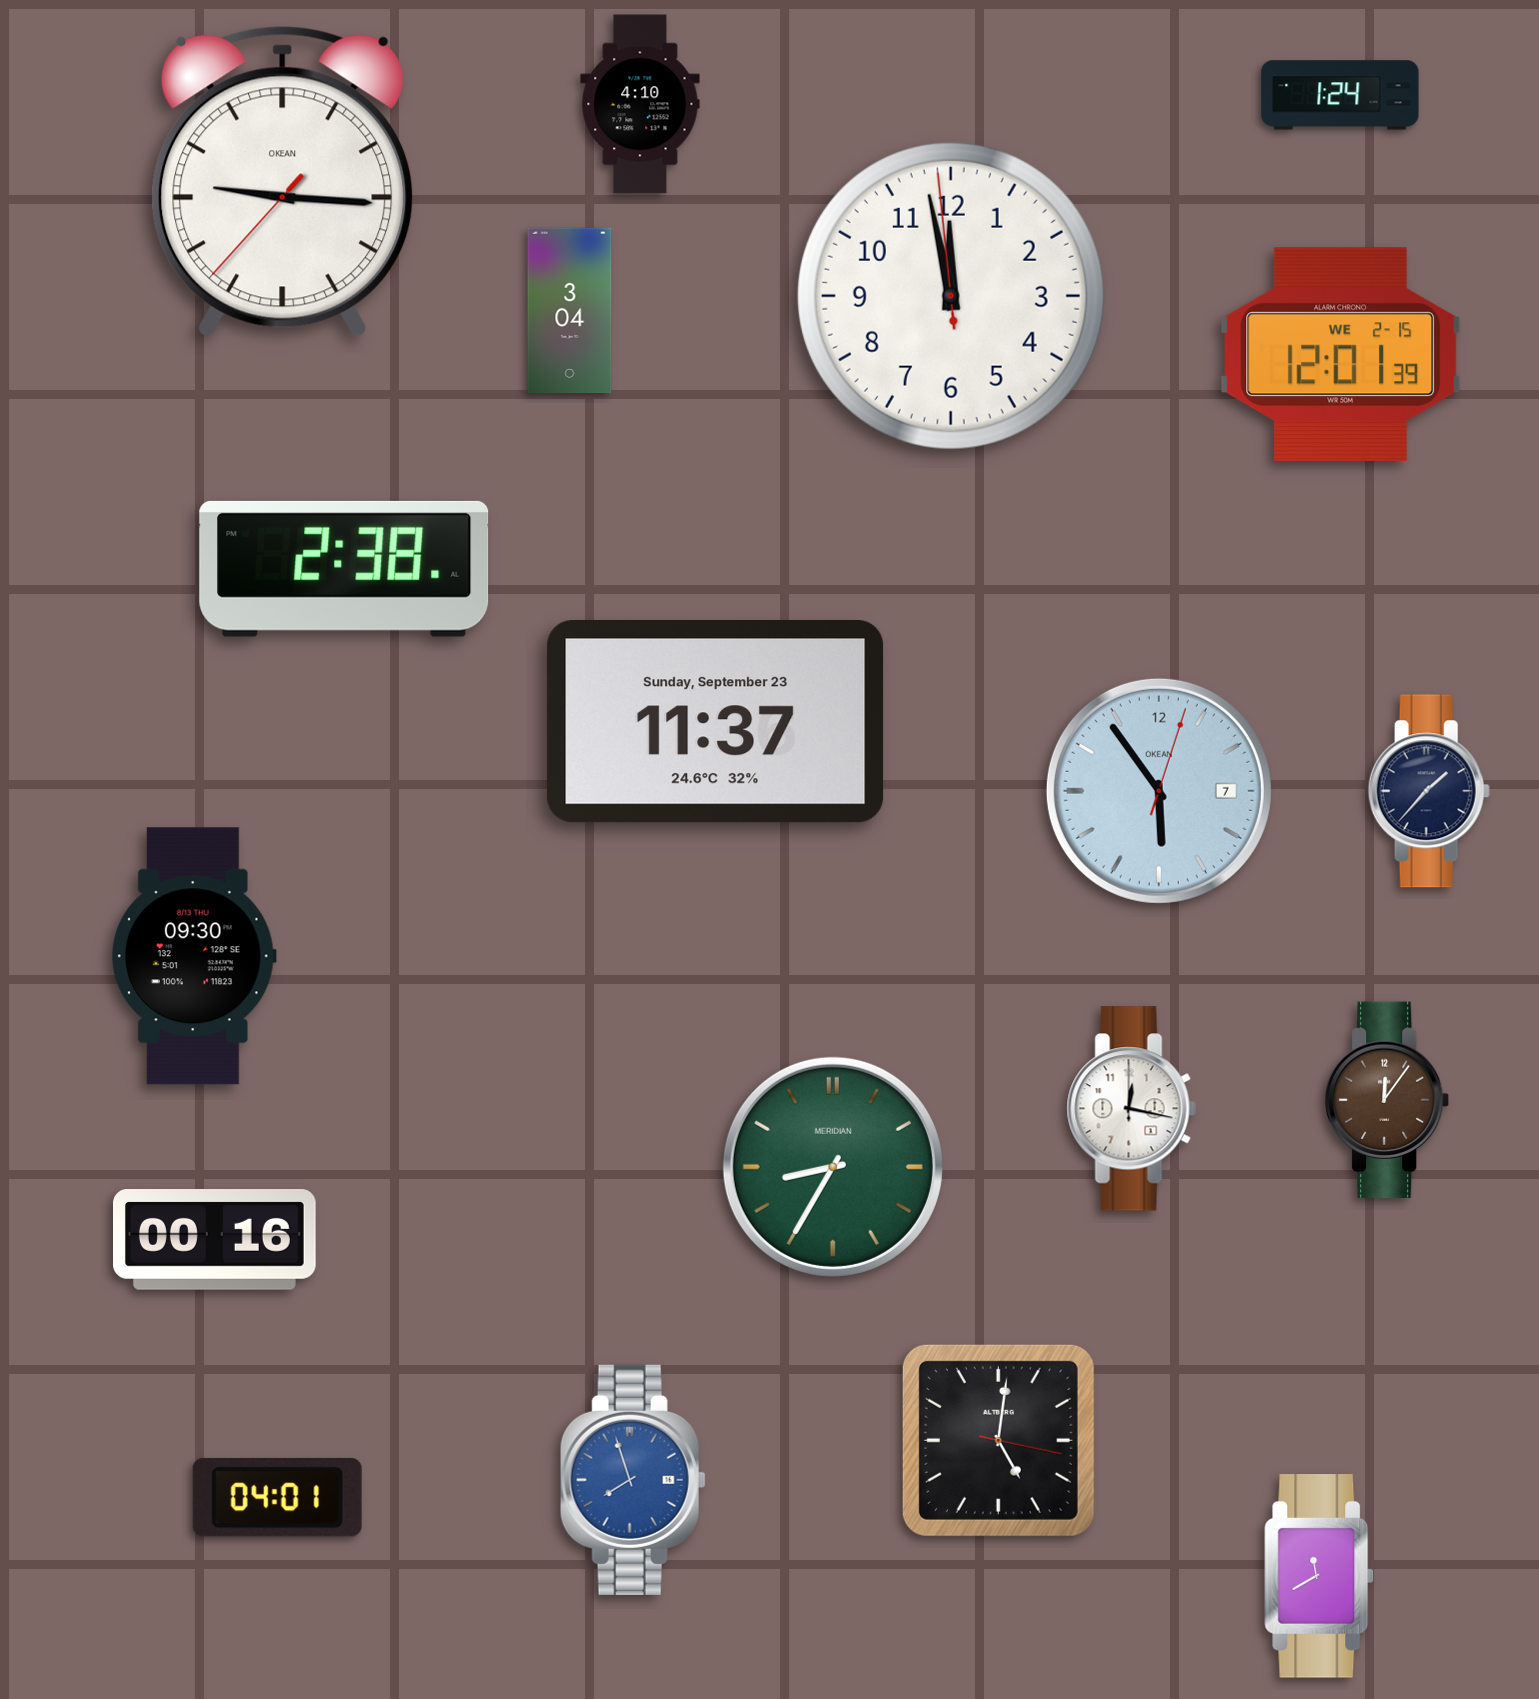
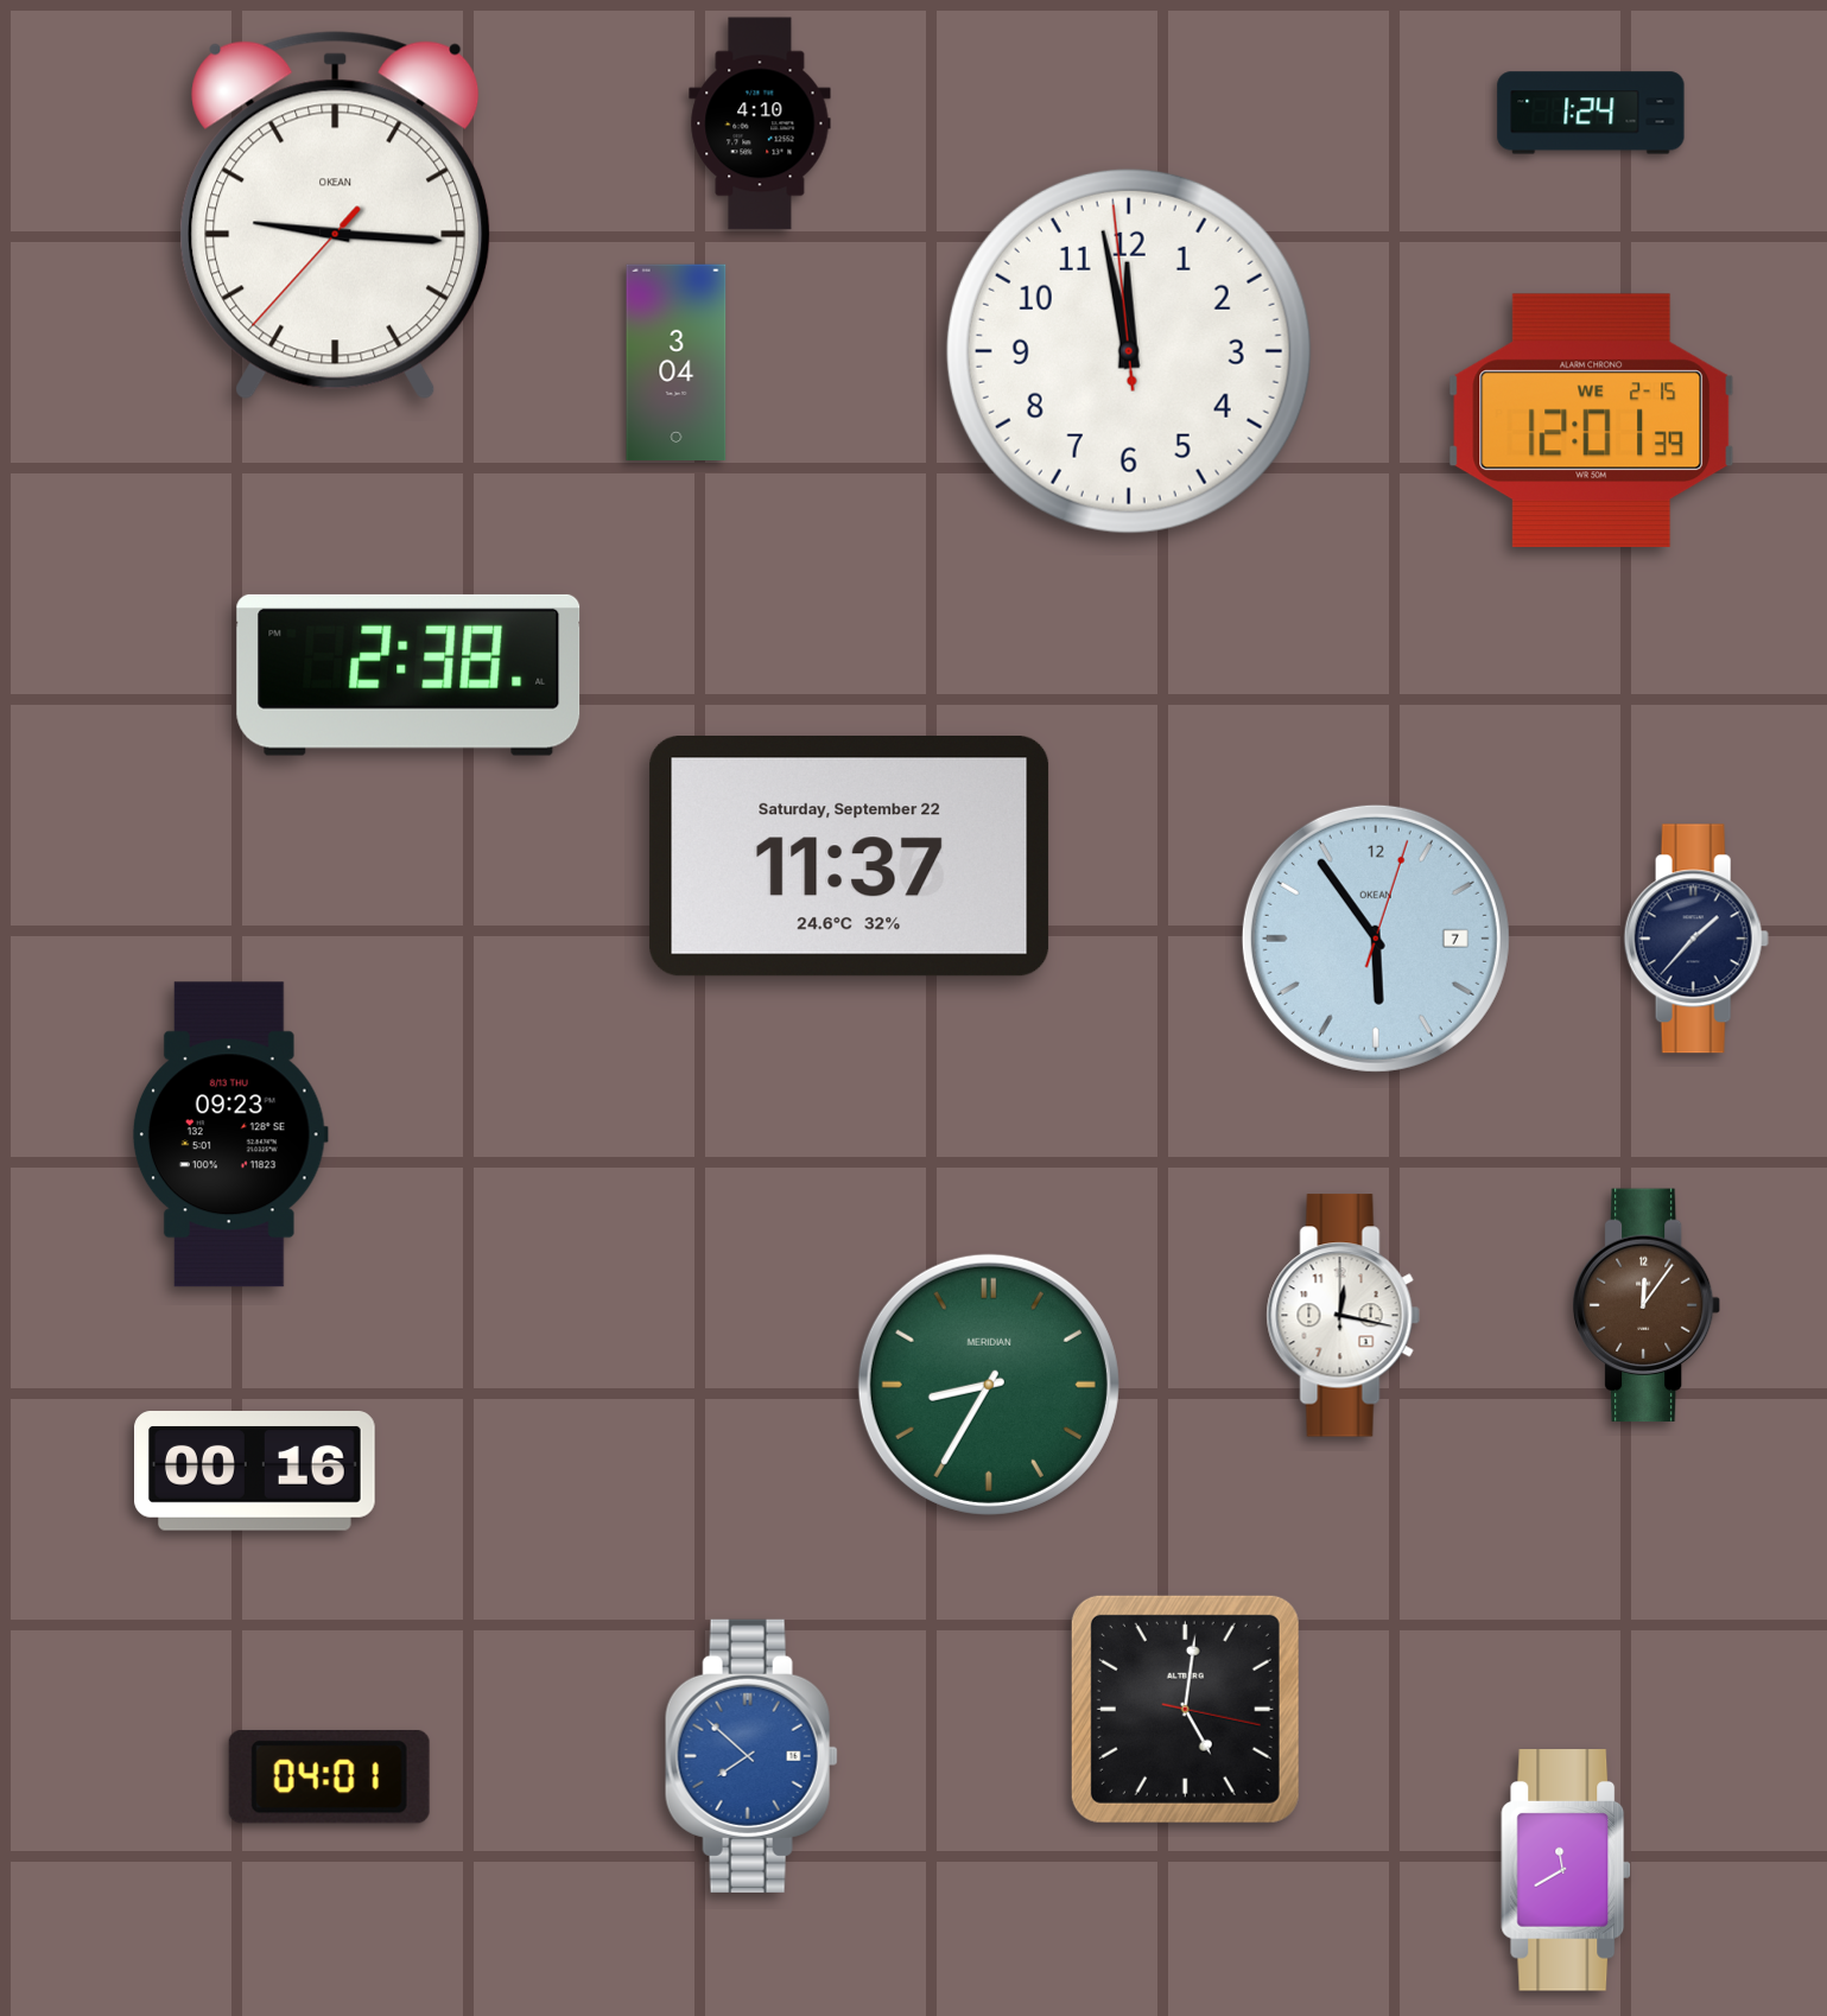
clock at (570, 311) position: (570, 311) -> (677, 363)
clock at (716, 722) date: Sunday, September 23 -> Saturday, September 22
clock at (194, 956): 09:30 -> 09:23
clock at (633, 1480): 7:57 -> 7:52
